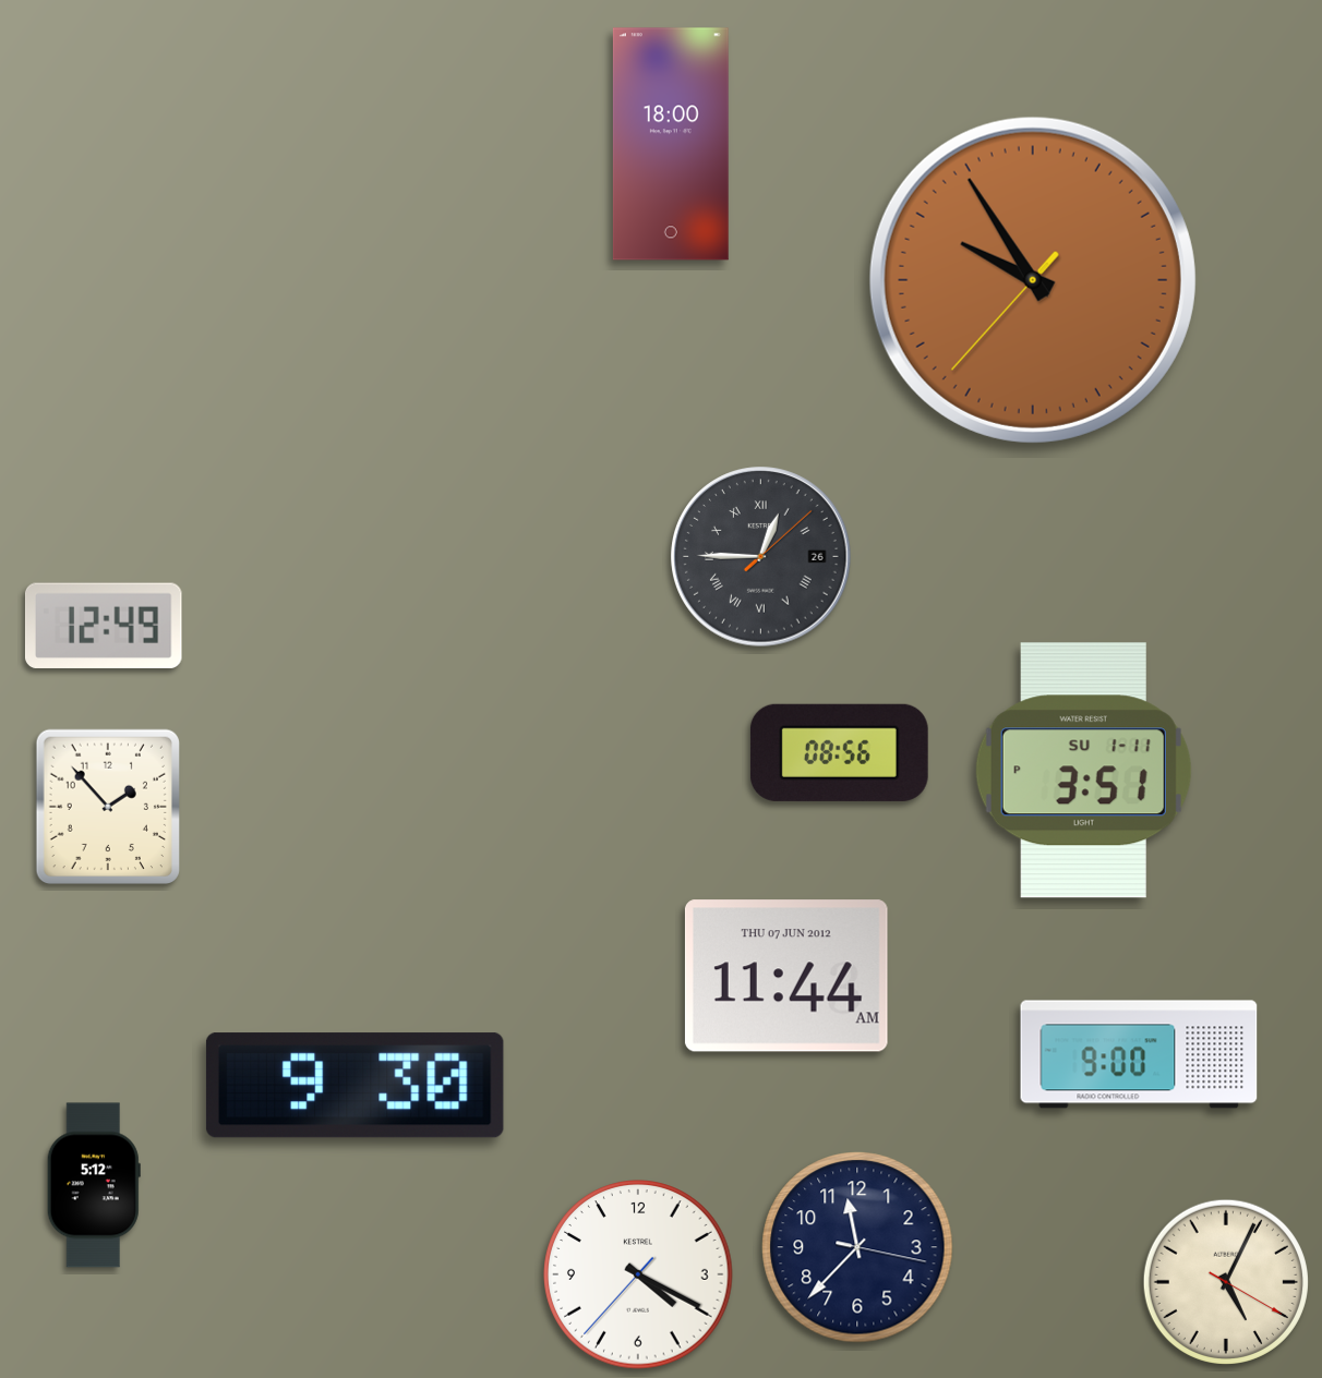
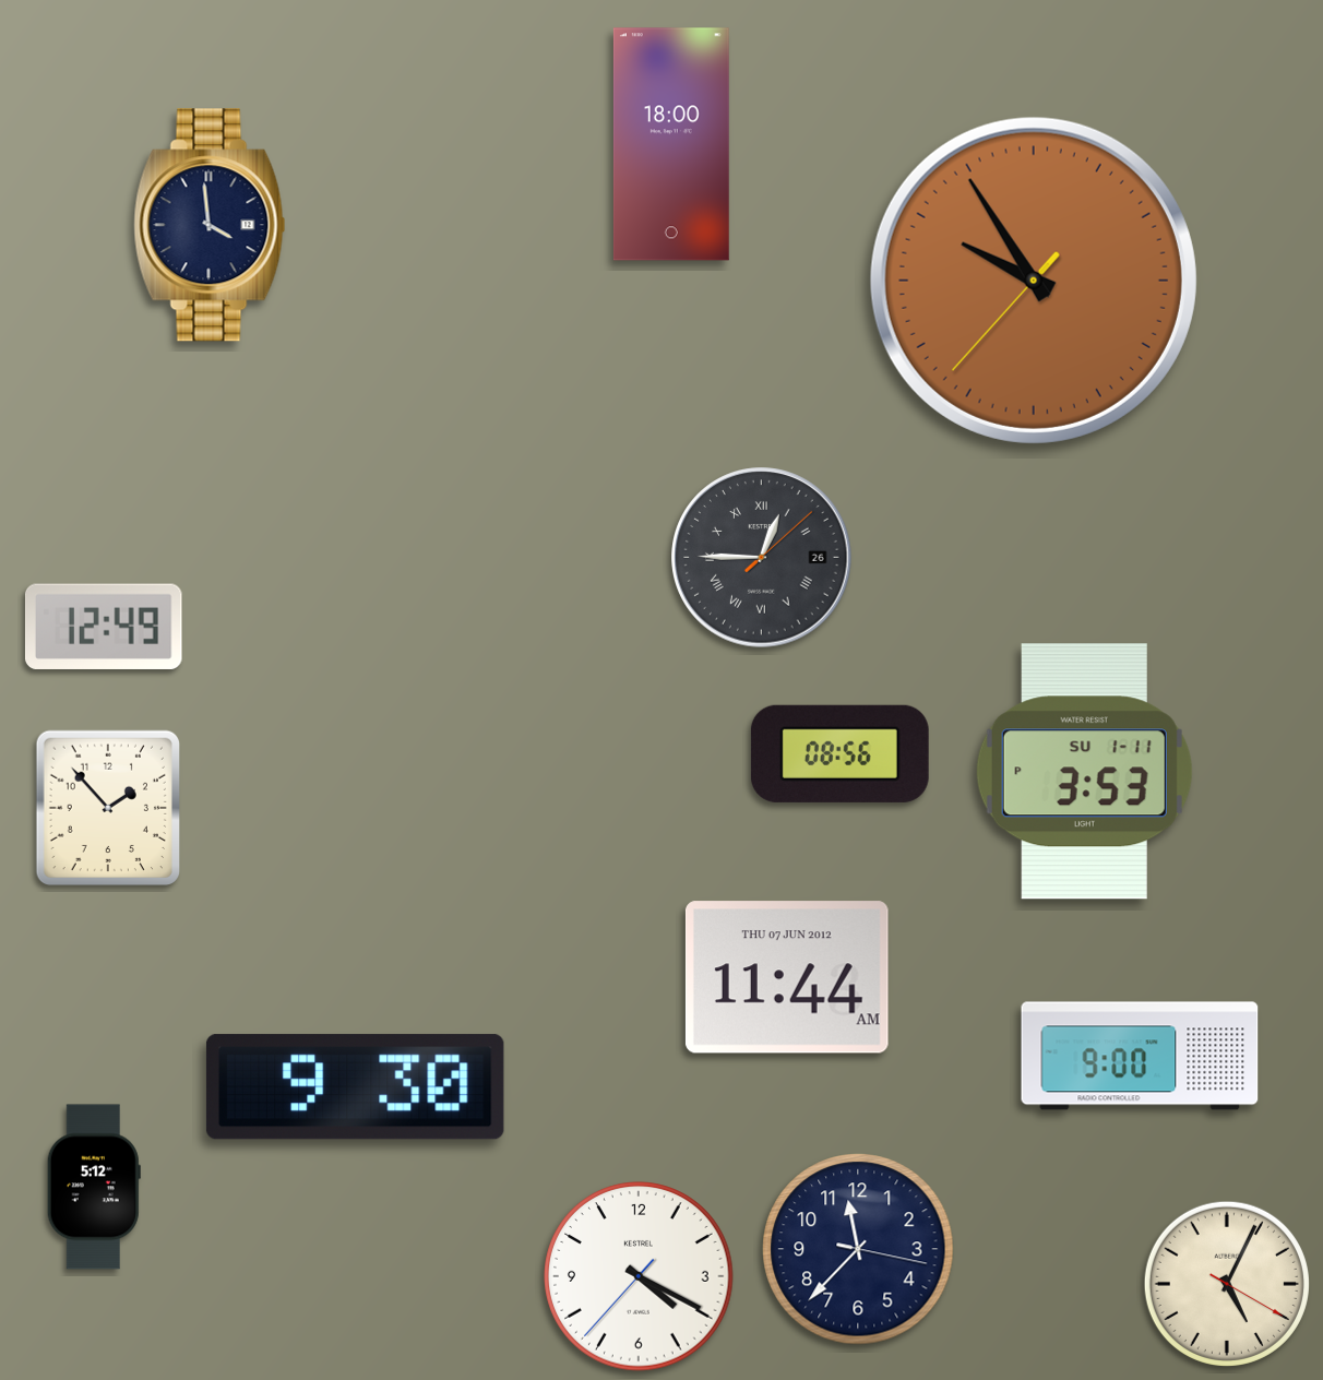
clock at (210, 225): none -> 3:59
clock at (1083, 771): 3:51 -> 3:53
